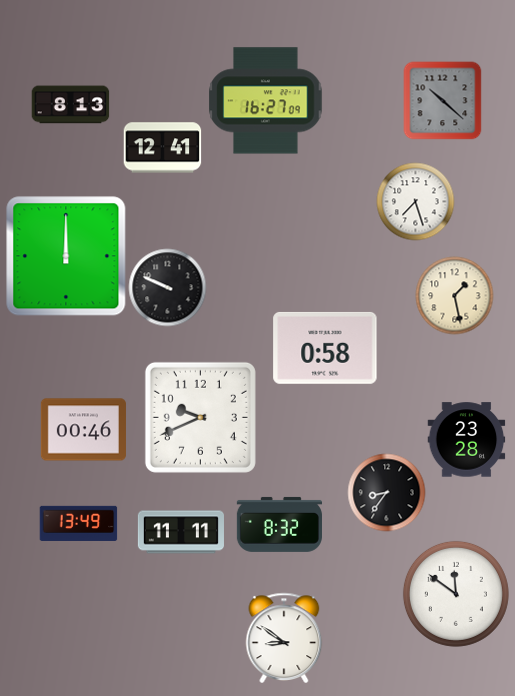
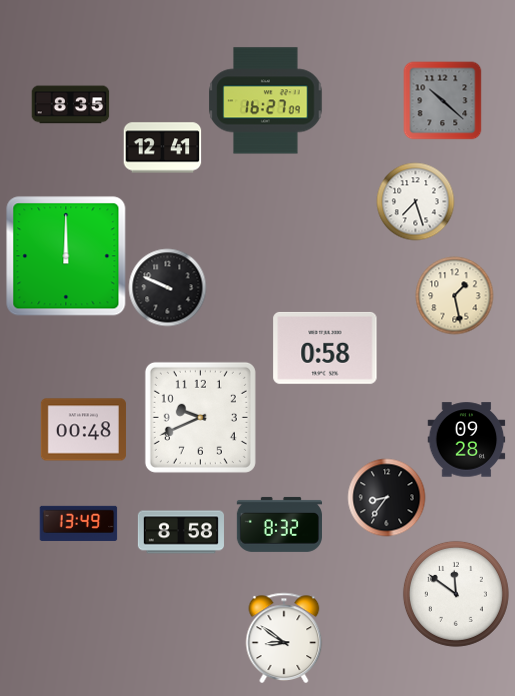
clock at (70, 105): 8:13 -> 8:35
clock at (83, 430): 00:46 -> 00:48
clock at (466, 440): 23:28 -> 09:28
clock at (386, 492) position: (386, 492) -> (386, 497)
clock at (181, 532): 11:11 -> 8:58
